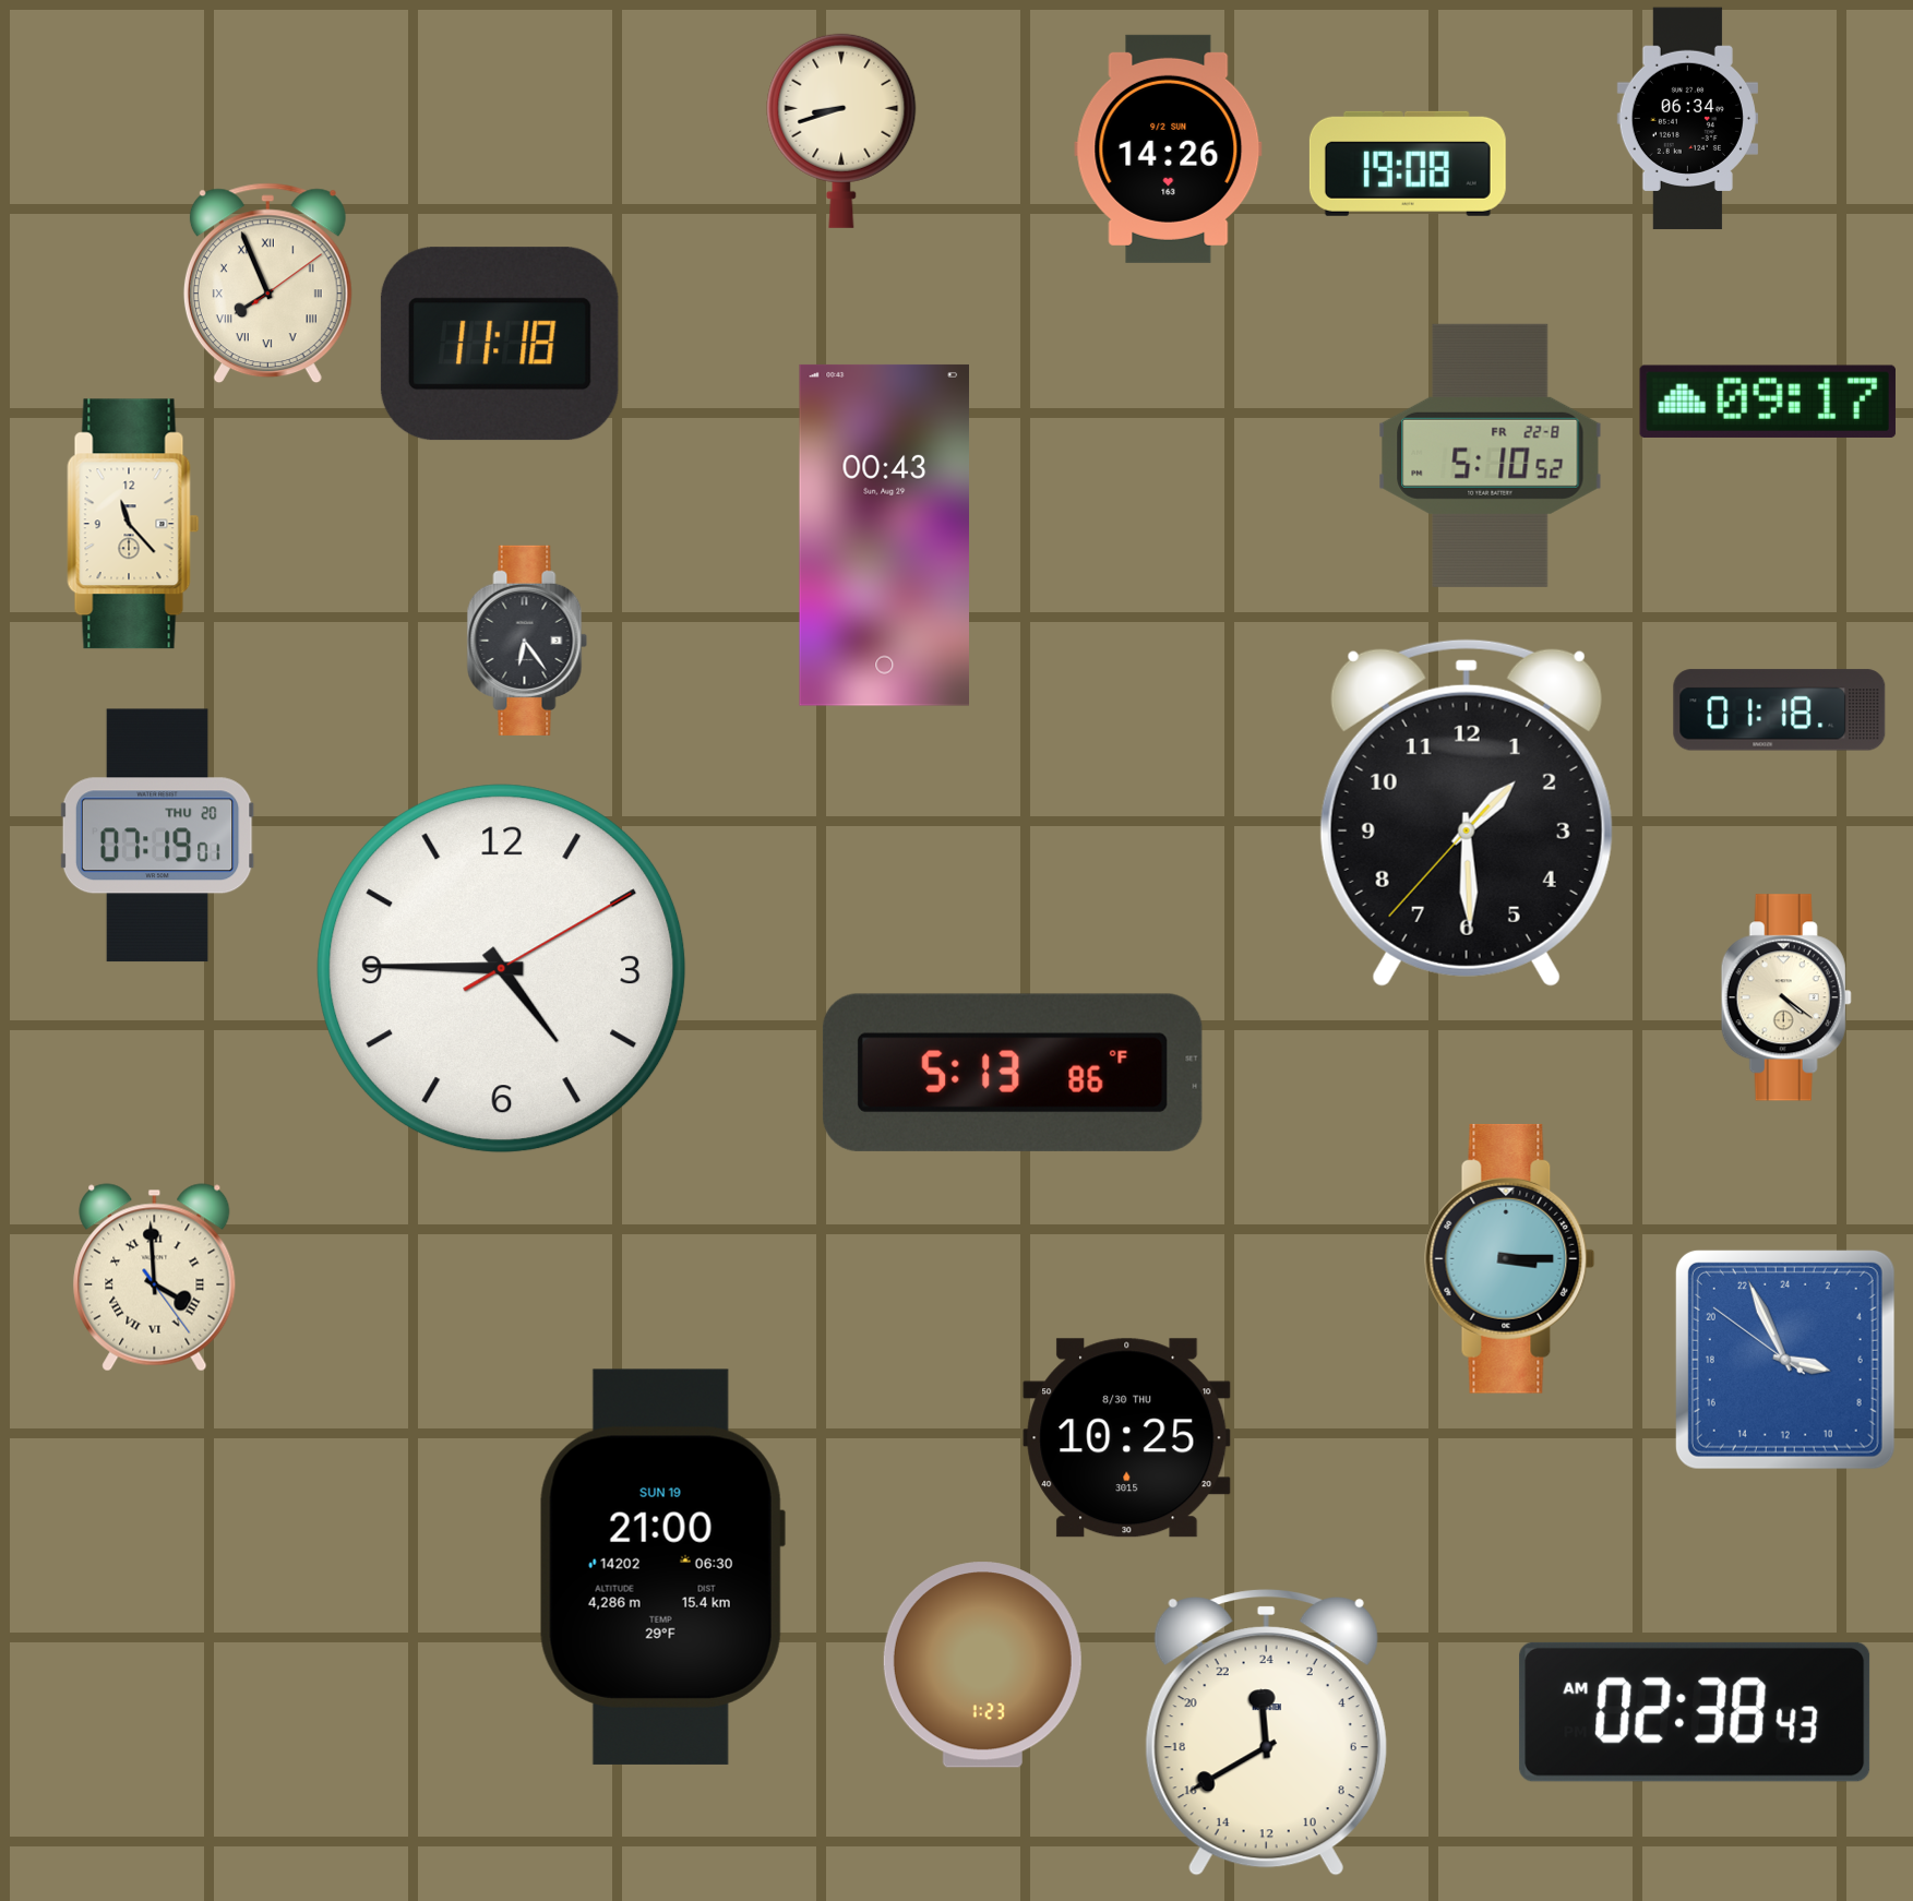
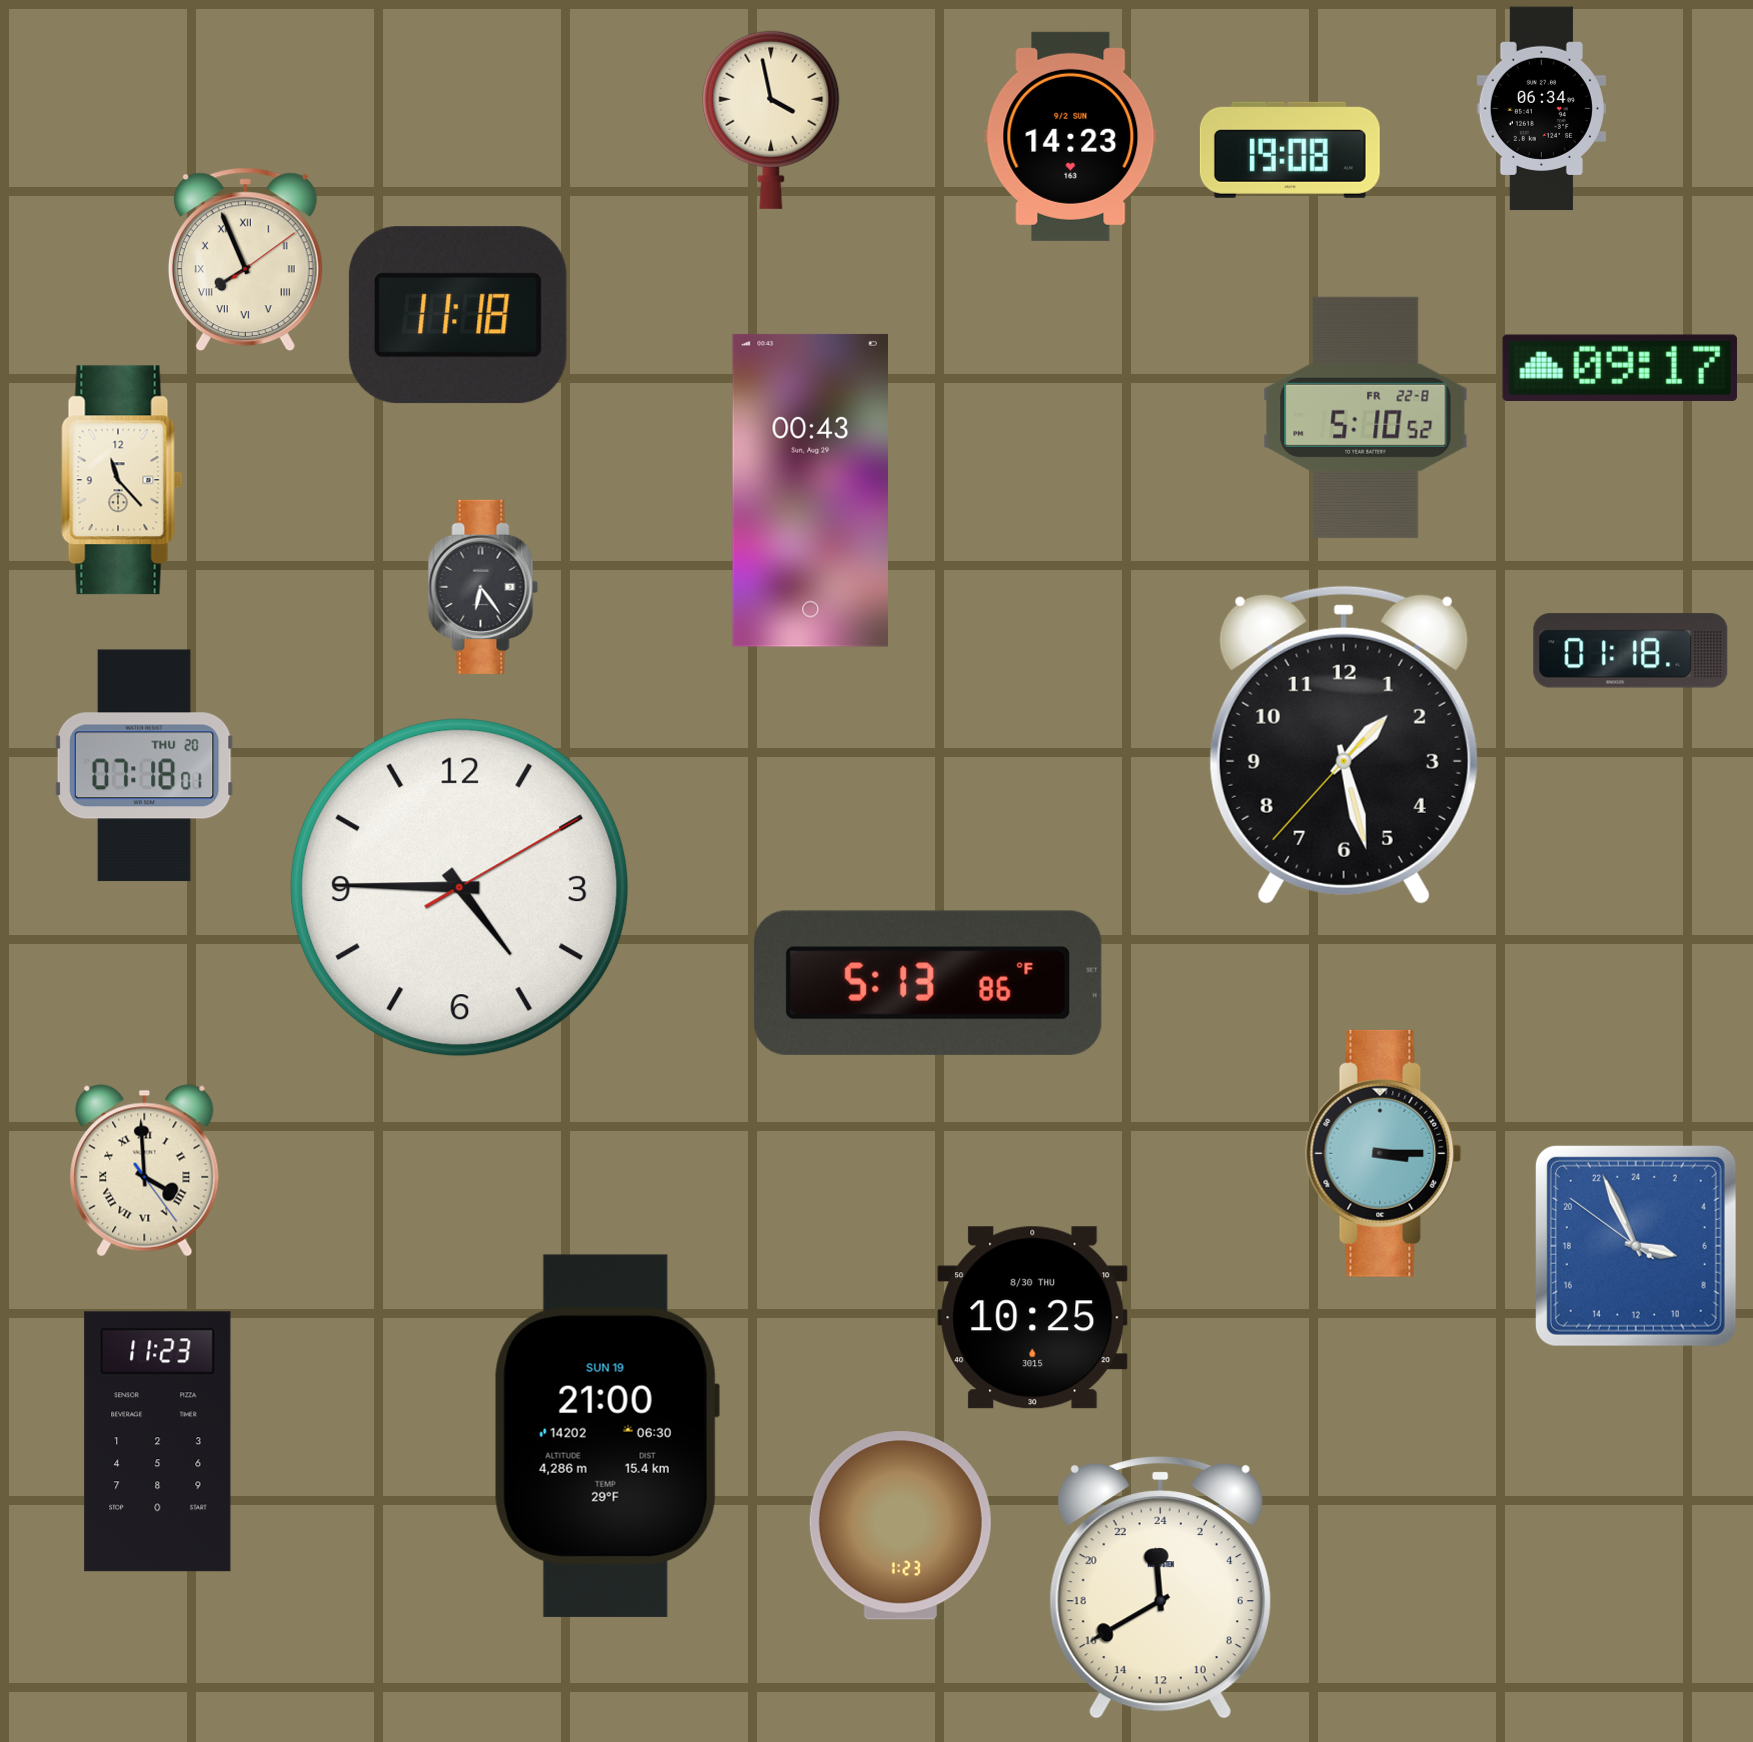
clock at (1687, 119) position: (1687, 119) -> (1541, 109)
clock at (841, 131): 8:42 -> 3:58
clock at (1169, 148): 14:26 -> 14:23
clock at (1467, 813): 1:29 -> 1:27
clock at (157, 836): 07:19 -> 07:18
clock at (1786, 997): 4:21 -> none
clock at (155, 1278) position: (155, 1278) -> (145, 1171)
clock at (158, 1442): none -> 11:23
clock at (1695, 1712): 02:38 -> none
